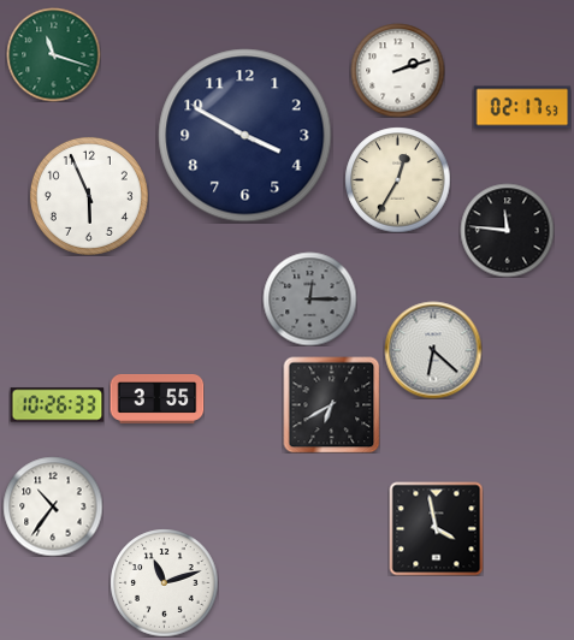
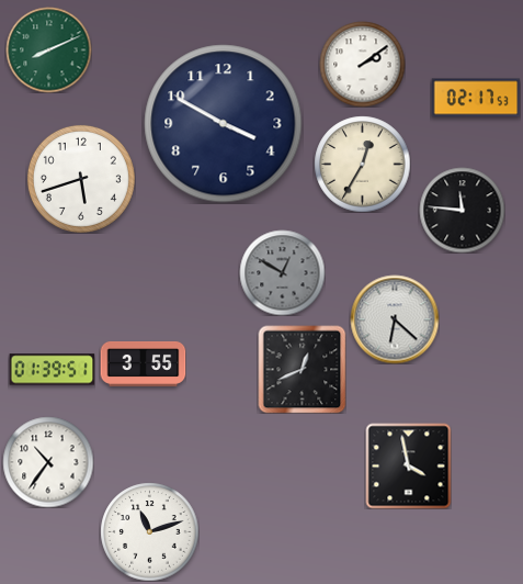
clock at (53, 54): 11:18 -> 8:11
clock at (397, 70): 2:12 -> 2:09
clock at (89, 196): 5:56 -> 5:42
clock at (309, 298): 12:15 -> 12:50
clock at (331, 404): 6:40 -> 12:41
clock at (57, 405): 10:26 -> 01:39
clock at (436, 528) position: (436, 528) -> (408, 465)
